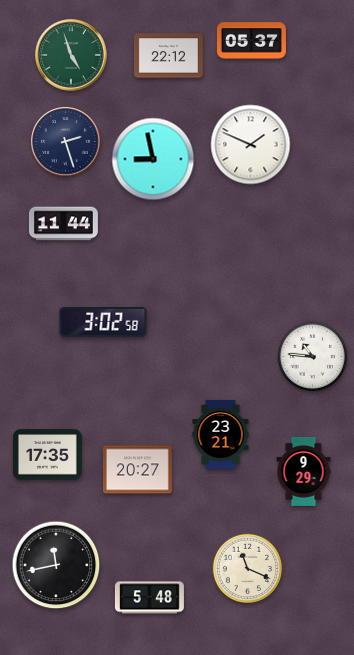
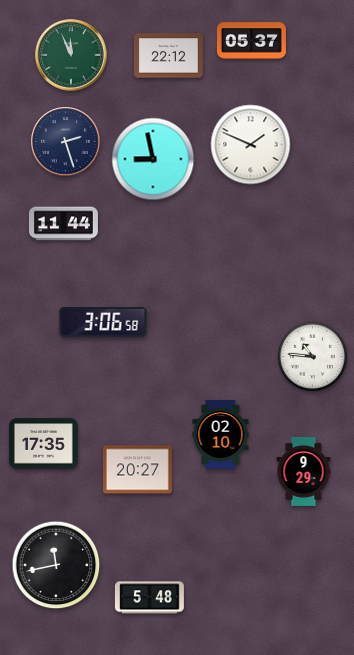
clock at (71, 55): 4:57 -> 11:56
clock at (103, 322): 3:02 -> 3:06
clock at (221, 434): 23:21 -> 02:10
clock at (47, 455) position: (47, 455) -> (43, 444)
clock at (248, 569): 11:19 -> none
